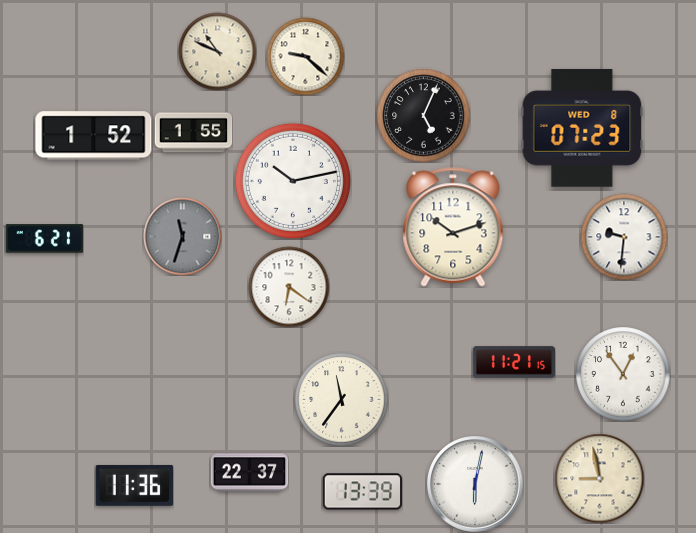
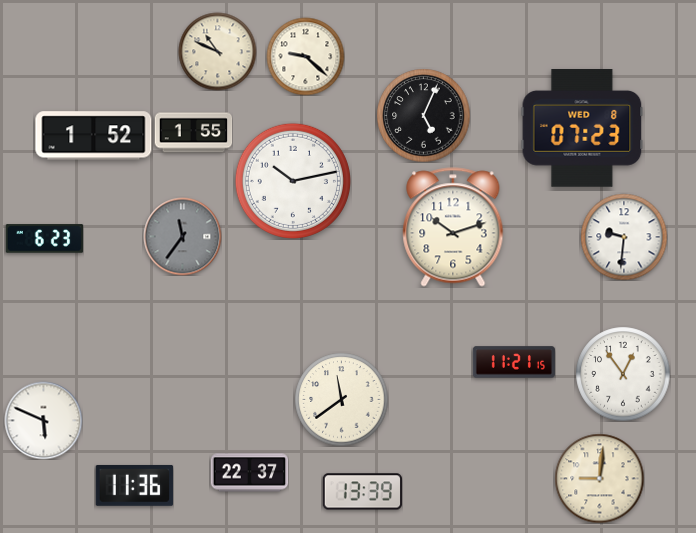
clock at (182, 236): 11:33 -> 11:36
clock at (44, 239): 6:21 -> 6:23
clock at (289, 287): 6:21 -> none
clock at (341, 399): 11:36 -> 11:39
clock at (43, 420): none -> 5:49
clock at (599, 478): 8:58 -> 9:01
clock at (476, 485): 6:02 -> none
